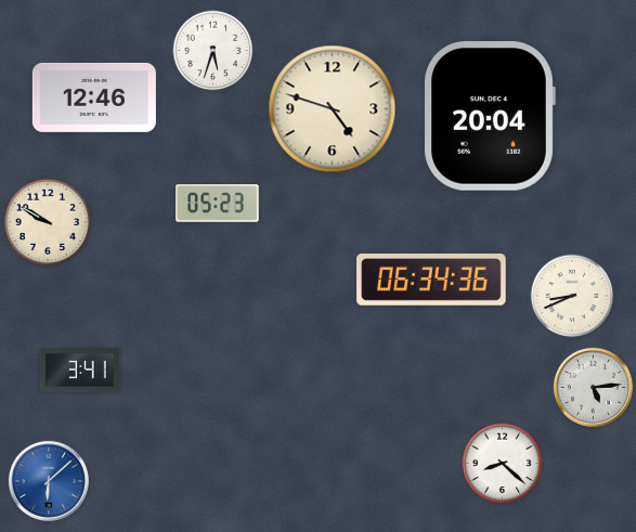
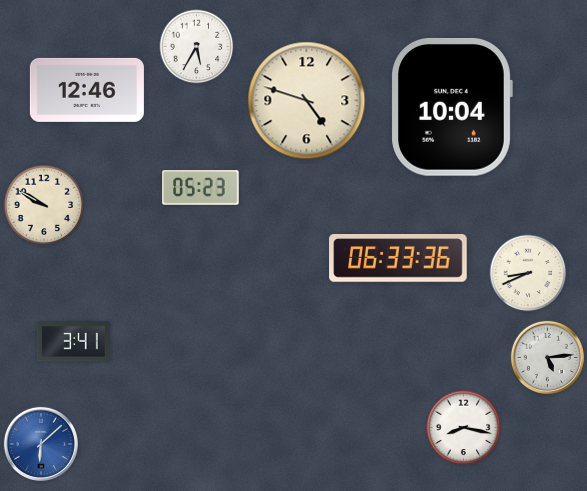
clock at (213, 51): 5:33 -> 5:35
clock at (490, 116): 20:04 -> 10:04
clock at (431, 280): 06:34 -> 06:33
clock at (503, 464): 8:22 -> 8:17
clock at (49, 481) position: (49, 481) -> (41, 444)
